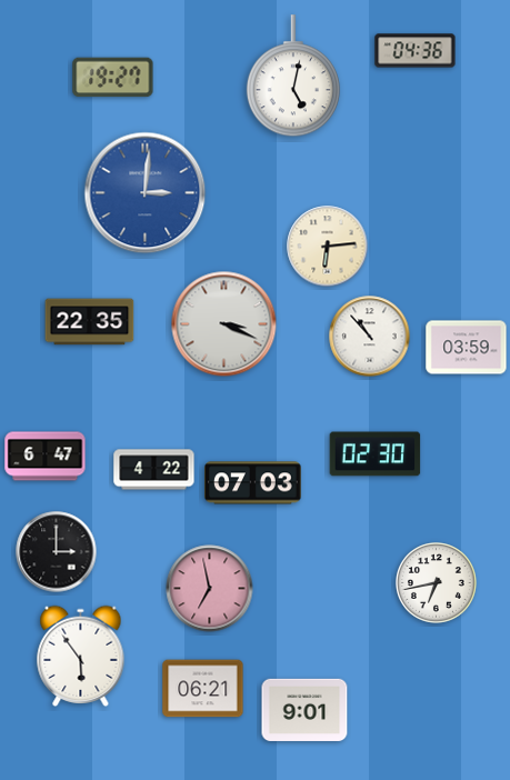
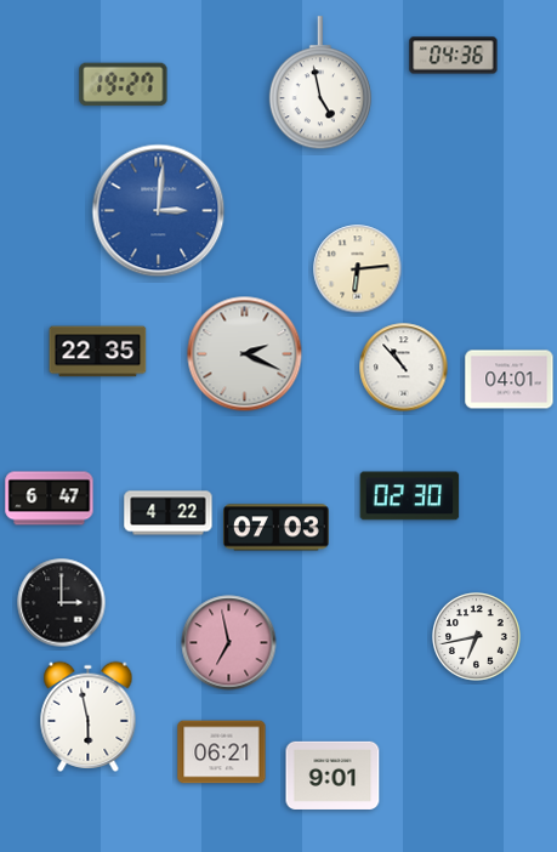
clock at (293, 77): 5:02 -> 4:58
clock at (224, 324): 3:19 -> 2:19
clock at (467, 348): 03:59 -> 04:01
clock at (81, 656): 5:54 -> 5:58
